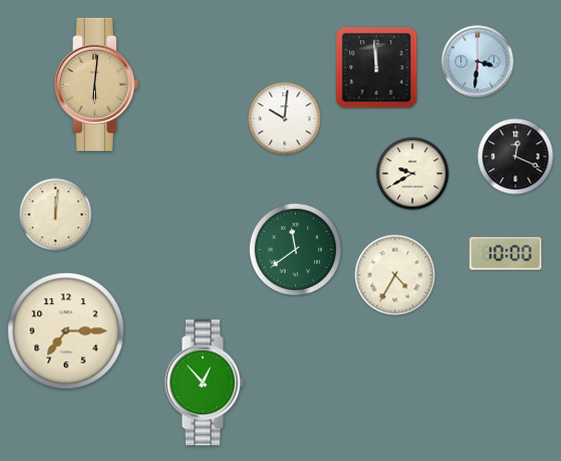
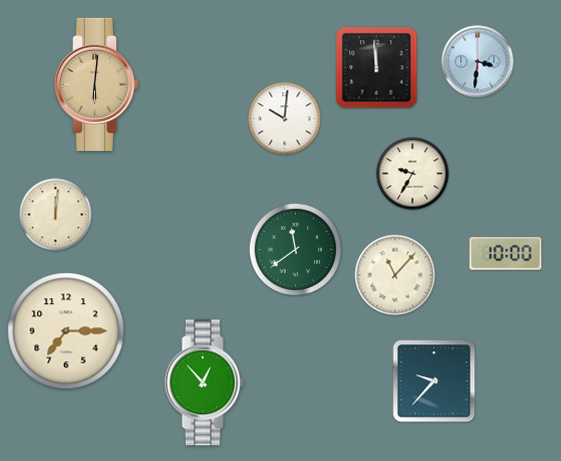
clock at (516, 157): 12:19 -> none
clock at (413, 174): 9:40 -> 9:35
clock at (395, 275): 4:35 -> 11:07
clock at (434, 381): none -> 9:37
